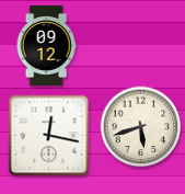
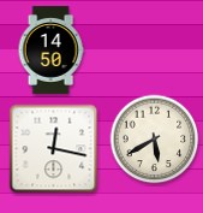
clock at (46, 45): 09:12 -> 14:50
clock at (141, 127): 5:42 -> 5:40
